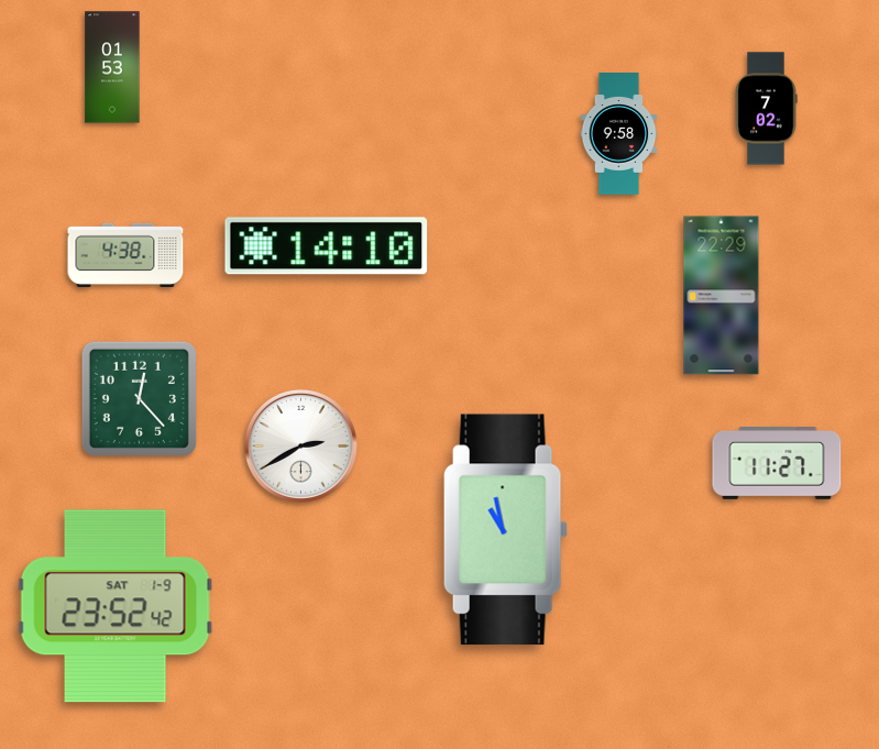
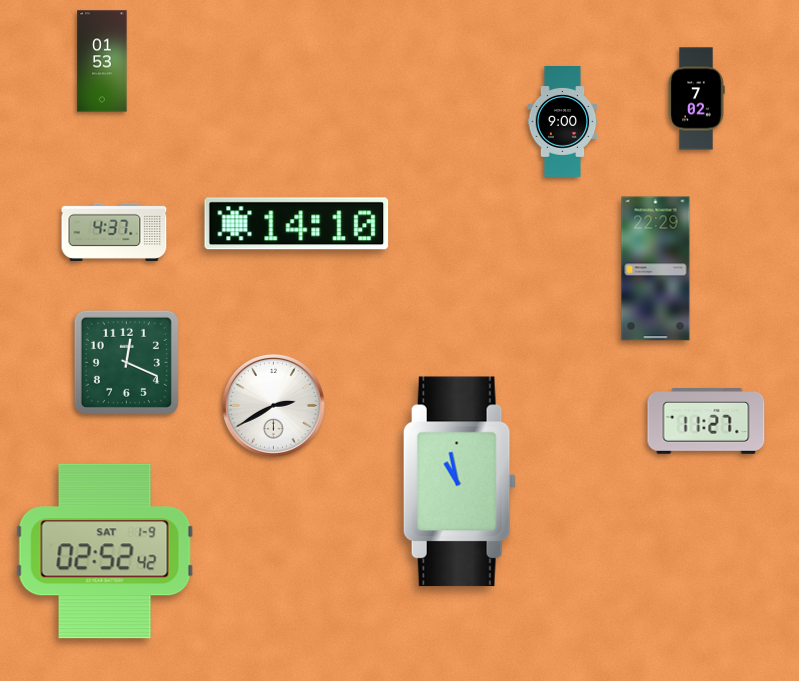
clock at (619, 134): 9:58 -> 9:00
clock at (125, 255): 4:38 -> 4:37
clock at (139, 398): 12:23 -> 12:19
clock at (116, 606): 23:52 -> 02:52
